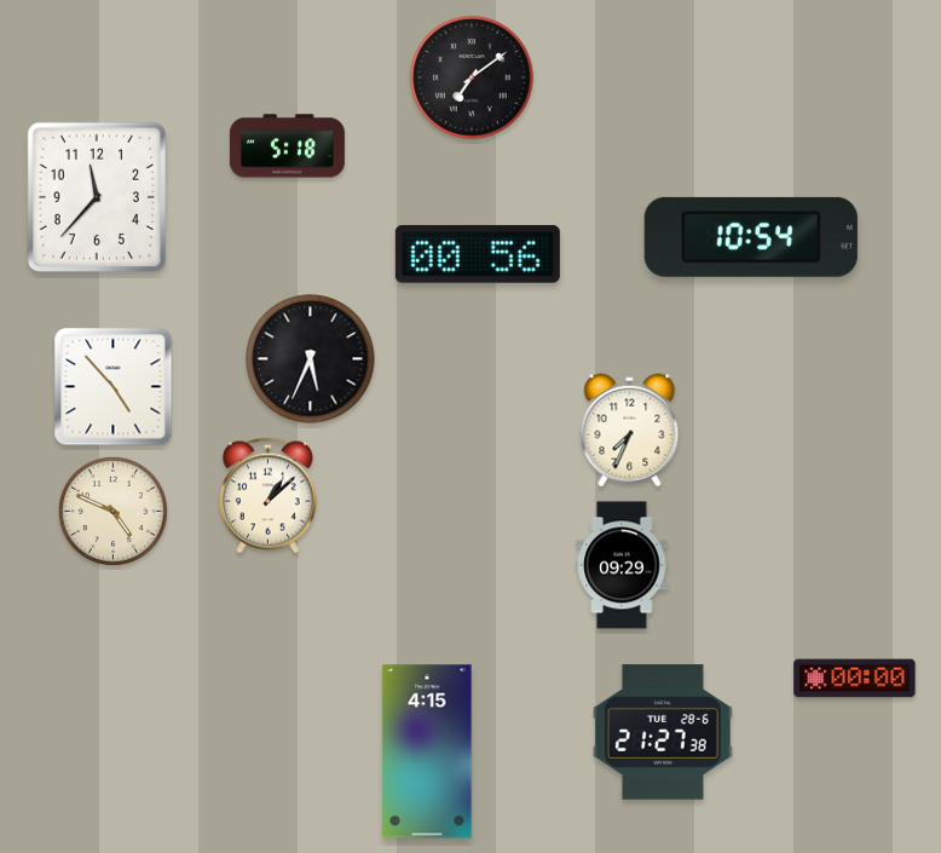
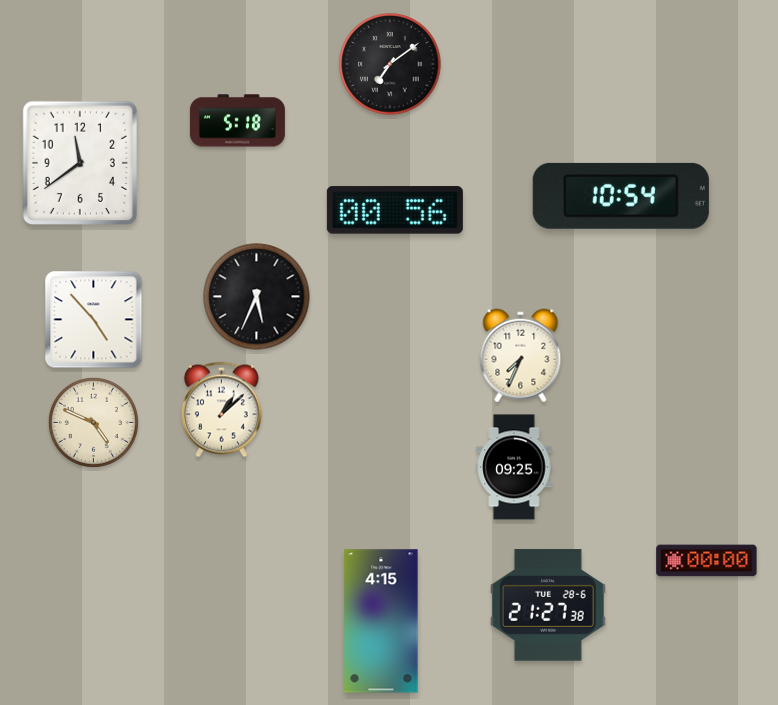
clock at (96, 196): 11:37 -> 11:39
clock at (622, 565): 09:29 -> 09:25
clock at (427, 751) position: (427, 751) -> (381, 621)
